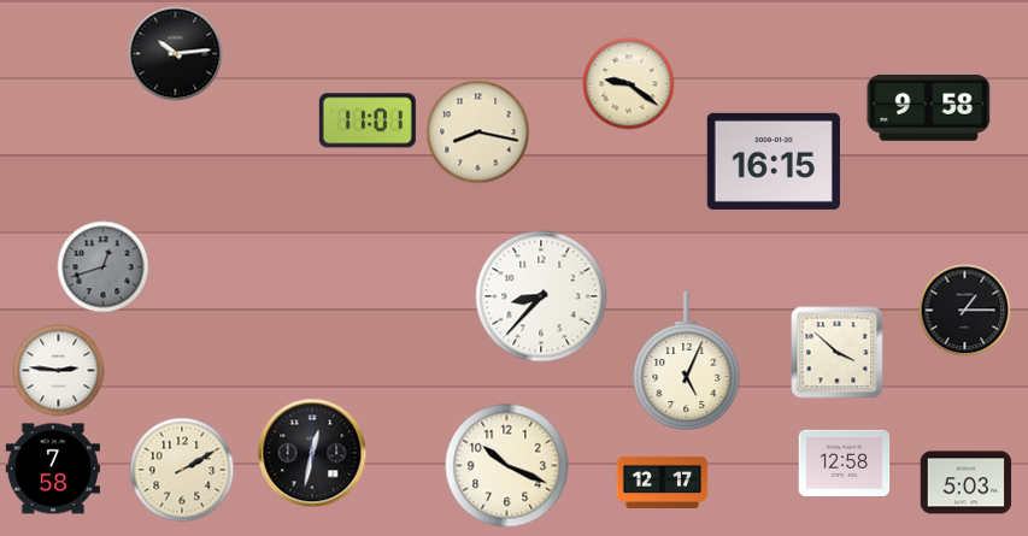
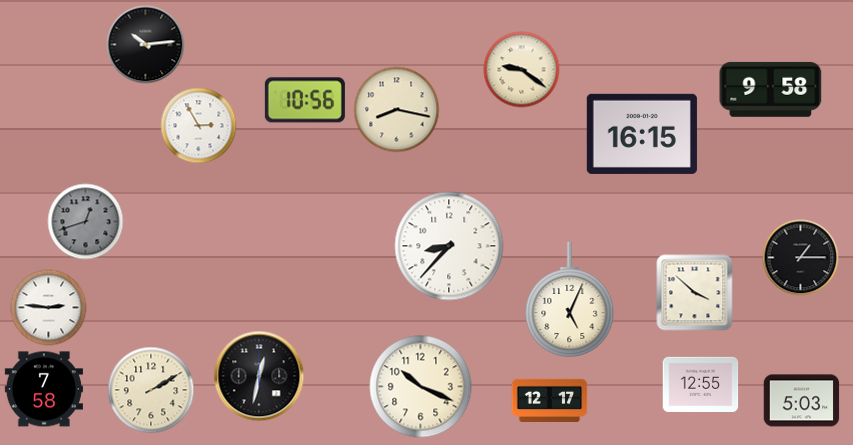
clock at (368, 120): 11:01 -> 10:56
clock at (199, 126): none -> 2:55
clock at (845, 463): 12:58 -> 12:55
